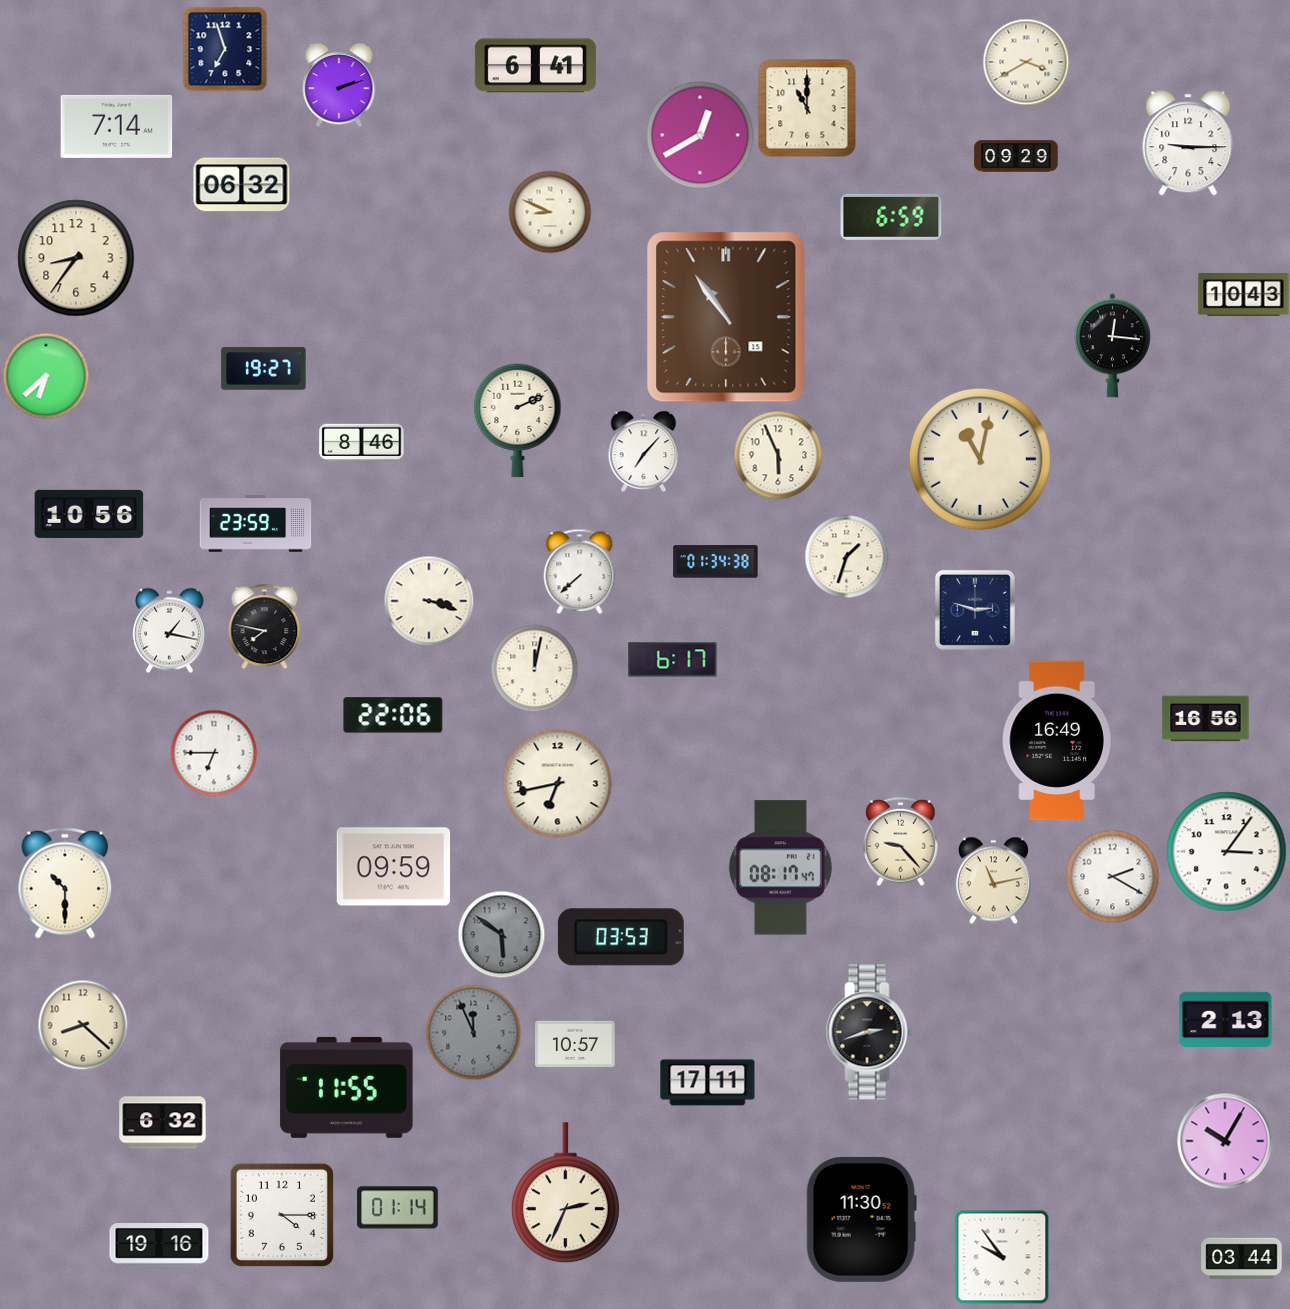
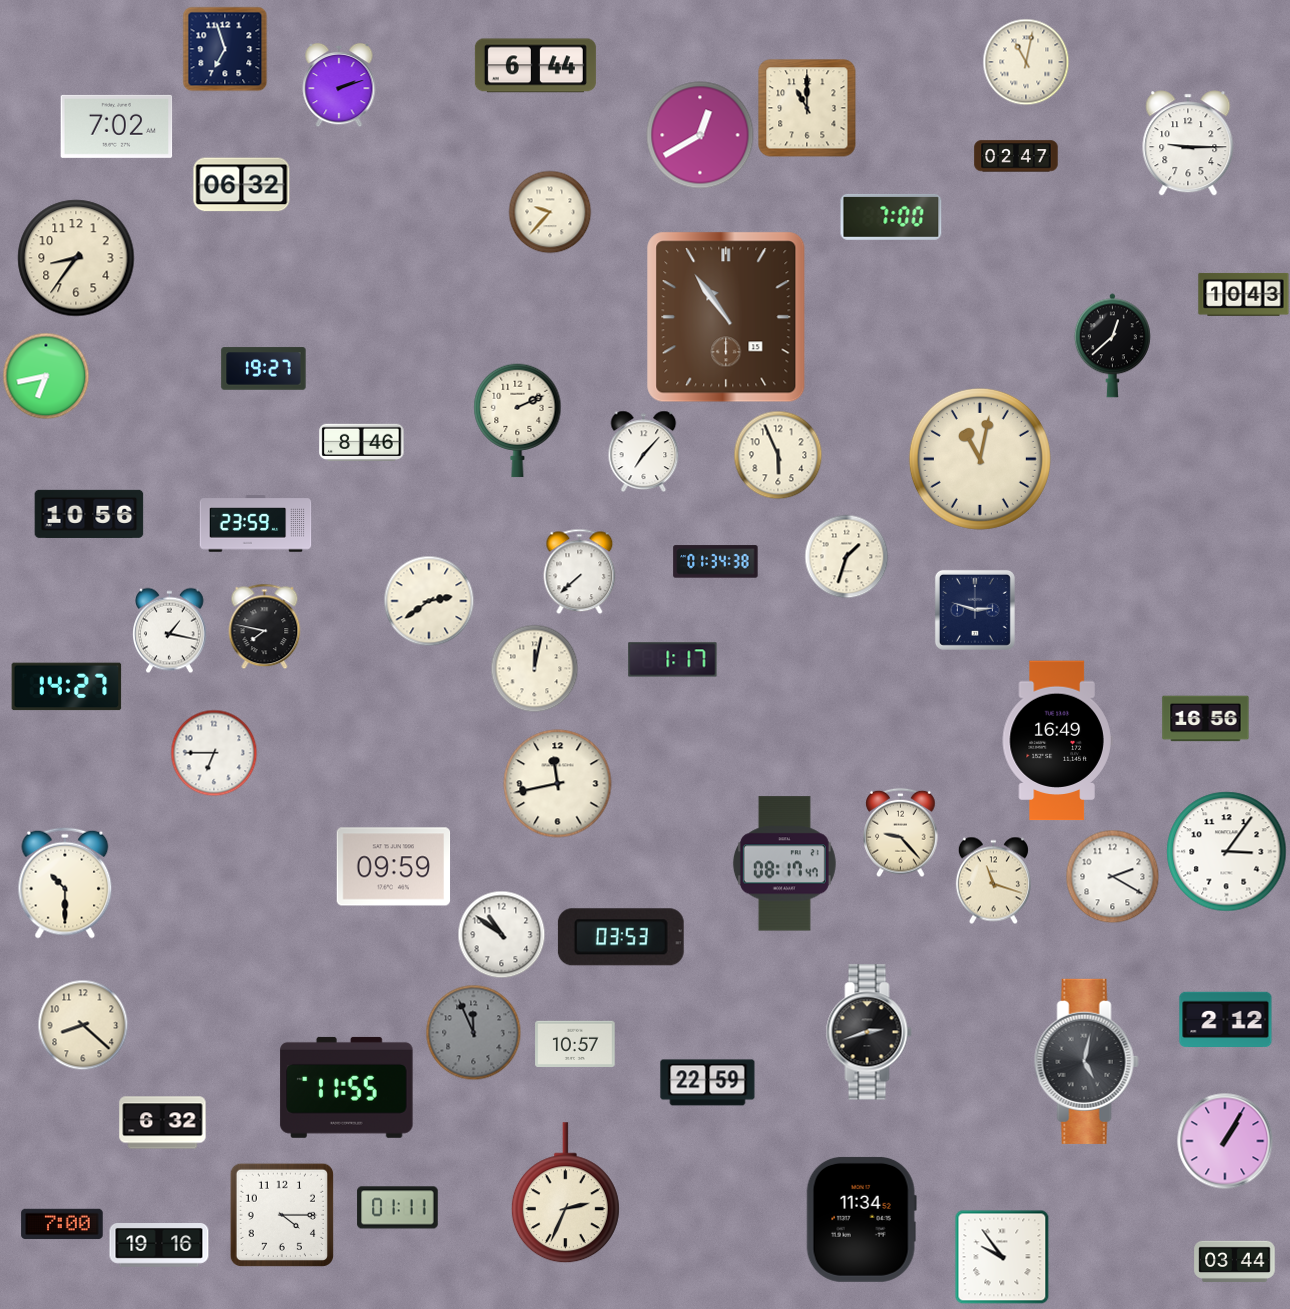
clock at (1026, 62): 3:40 -> 11:02
clock at (535, 66): 6:41 -> 6:44
clock at (117, 126): 7:14 -> 7:02
clock at (1016, 156): 09:29 -> 02:47
clock at (550, 212): 8:49 -> 9:37
clock at (891, 217): 6:59 -> 7:00
clock at (1112, 346): 12:16 -> 12:38
clock at (46, 376): 6:38 -> 6:43
clock at (429, 601): 3:18 -> 2:39
clock at (673, 660): 6:17 -> 1:17
clock at (67, 687): none -> 14:27
clock at (393, 715): 22:06 -> none
clock at (558, 784): 6:43 -> 11:43
clock at (901, 841) position: (901, 841) -> (901, 832)
clock at (780, 868) position: (780, 868) -> (784, 864)
clock at (993, 880): 11:13 -> 11:18
clock at (501, 934): 5:51 -> 10:51
clock at (501, 934) dial: grey -> white
clock at (1226, 1020): 2:13 -> 2:12
clock at (1086, 1061): none -> 5:02
clock at (708, 1083): 17:11 -> 22:59
clock at (1225, 1141): 10:05 -> 1:05
clock at (398, 1208): 01:14 -> 01:11
clock at (861, 1219): 11:30 -> 11:34
clock at (62, 1224): none -> 7:00
clock at (1242, 1258) position: (1242, 1258) -> (1235, 1261)
